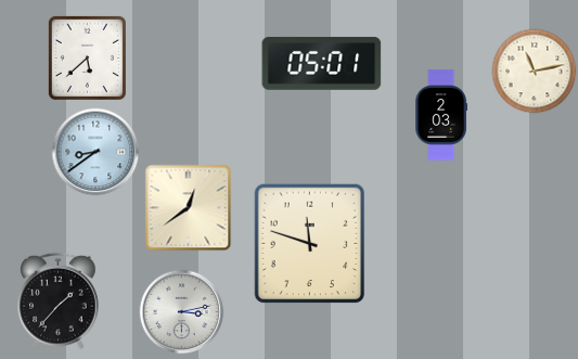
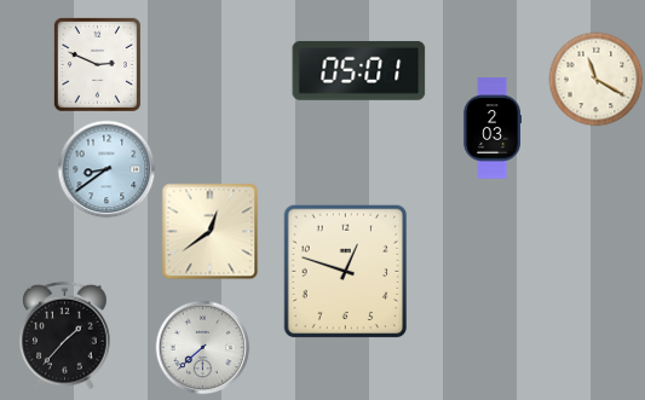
clock at (87, 57): 5:38 -> 2:49
clock at (534, 70): 11:13 -> 11:20
clock at (310, 243): 11:48 -> 12:48
clock at (181, 311): 3:13 -> 7:38
